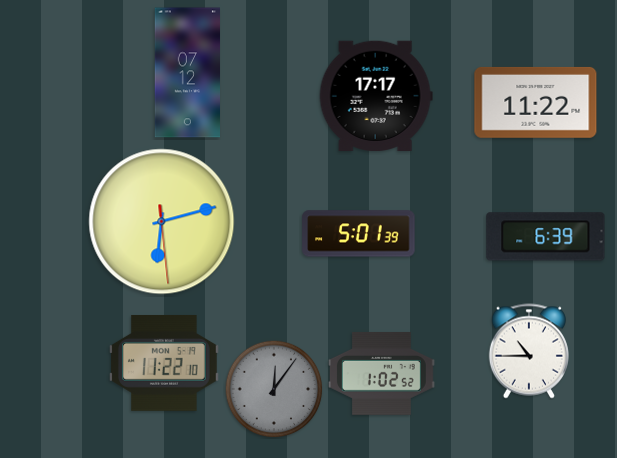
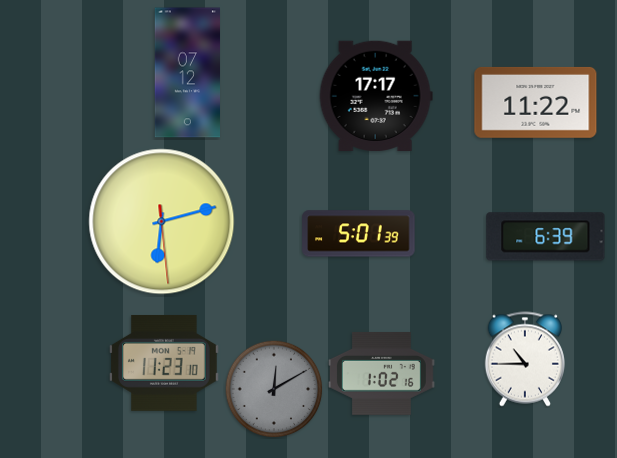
clock at (529, 351) position: (529, 351) -> (525, 359)
clock at (165, 363): 11:22 -> 11:23
clock at (381, 373): 1:02:52 -> 1:02:16
clock at (274, 389): 12:06 -> 12:10
